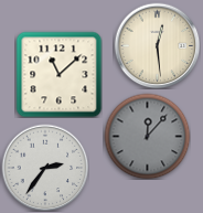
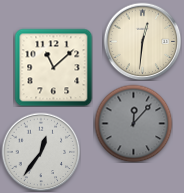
clock at (157, 45): 12:29 -> 12:31
clock at (45, 168): 2:36 -> 12:36
